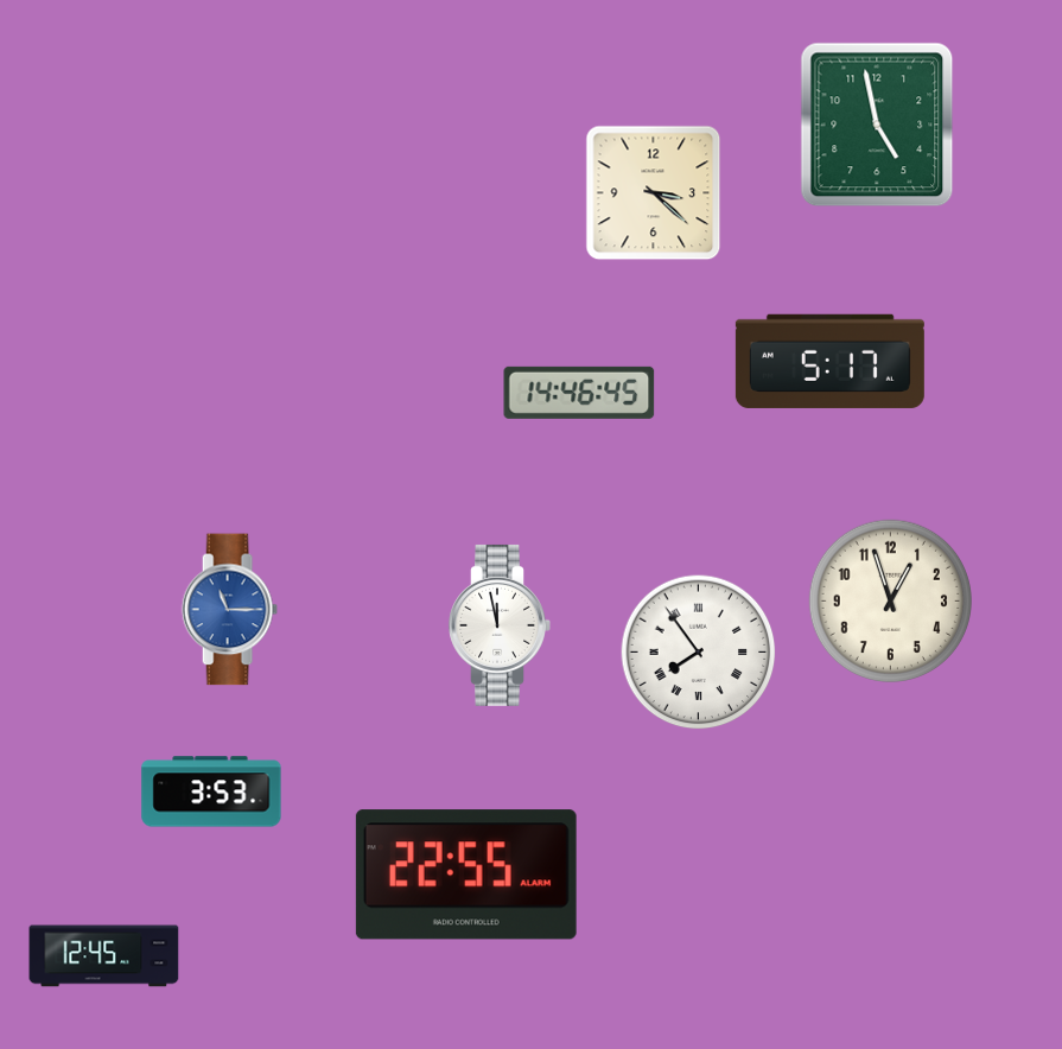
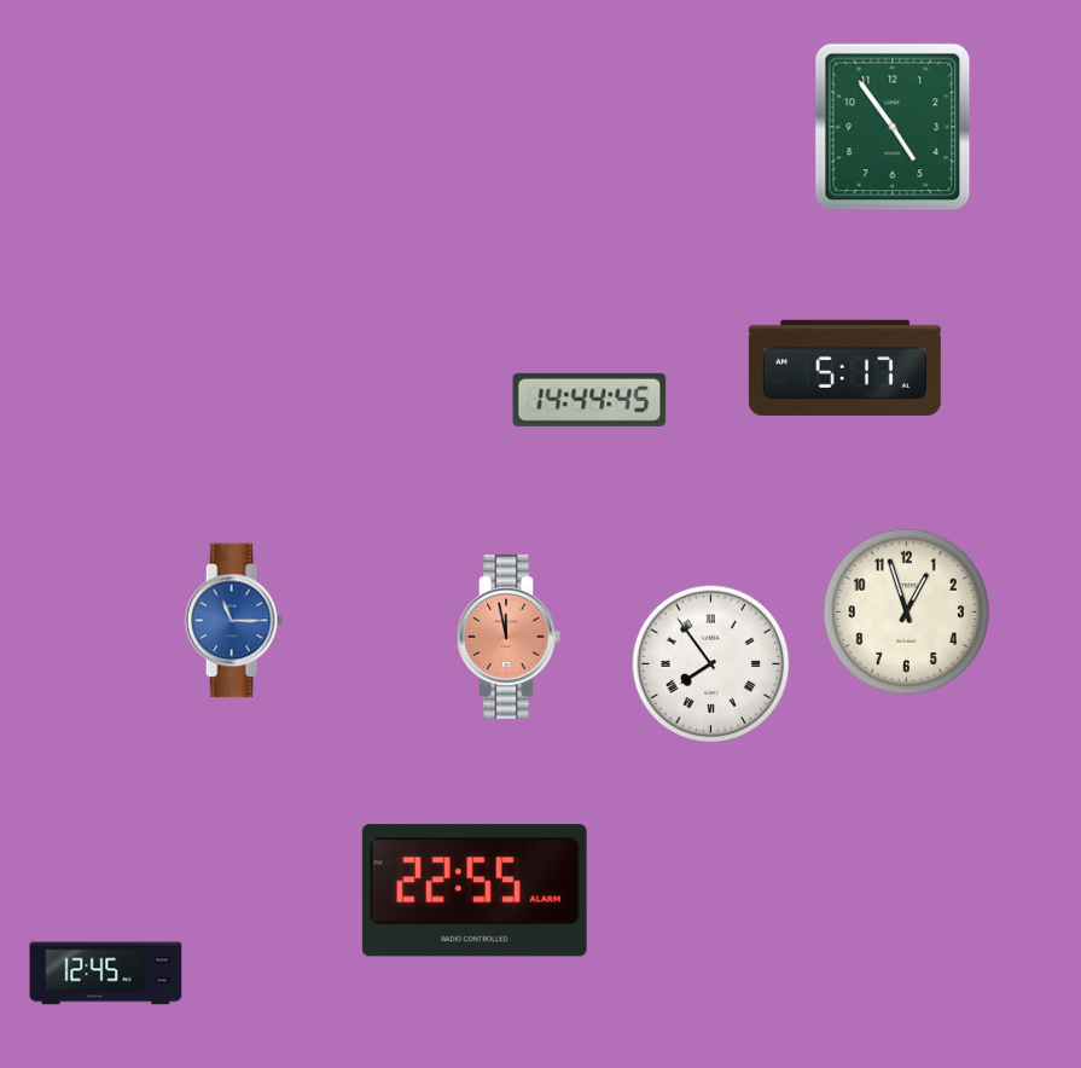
clock at (877, 125): 4:58 -> 4:54
clock at (654, 193): 3:22 -> none
clock at (579, 393): 14:46 -> 14:44
clock at (500, 625) dial: white -> salmon
clock at (211, 791): 3:53 -> none
